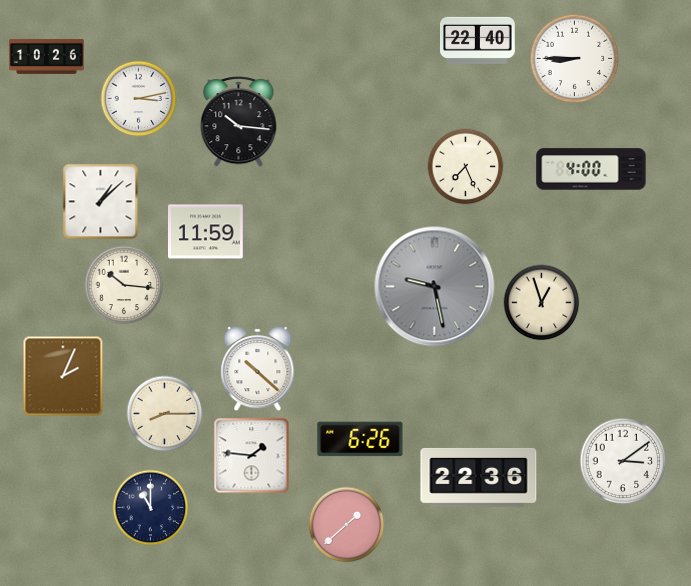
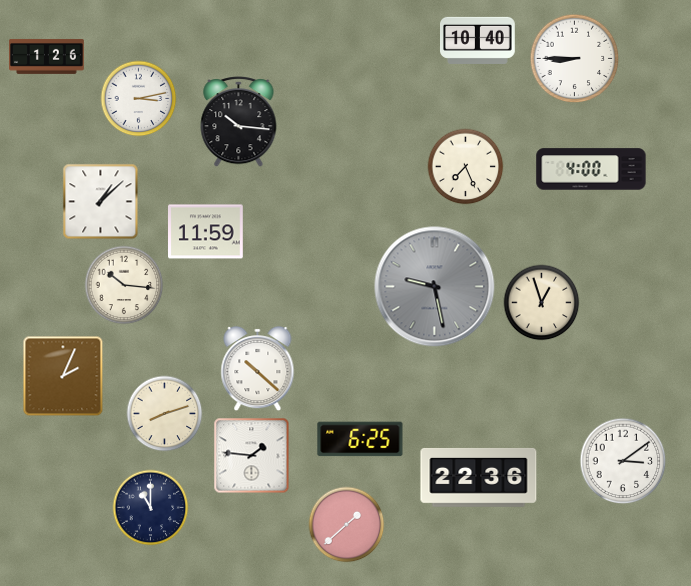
clock at (478, 40): 22:40 -> 10:40
clock at (47, 56): 10:26 -> 1:26
clock at (165, 414): 8:15 -> 8:12
clock at (360, 439): 6:26 -> 6:25
